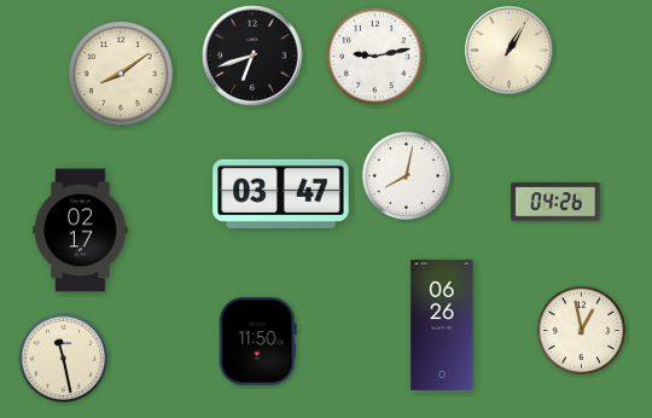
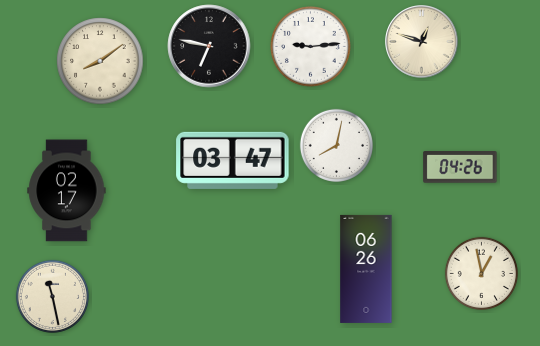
clock at (510, 51): 1:05 -> 12:48
clock at (252, 56): 6:42 -> 6:47
clock at (376, 57): 9:13 -> 9:14
clock at (258, 342): 11:50 -> none
